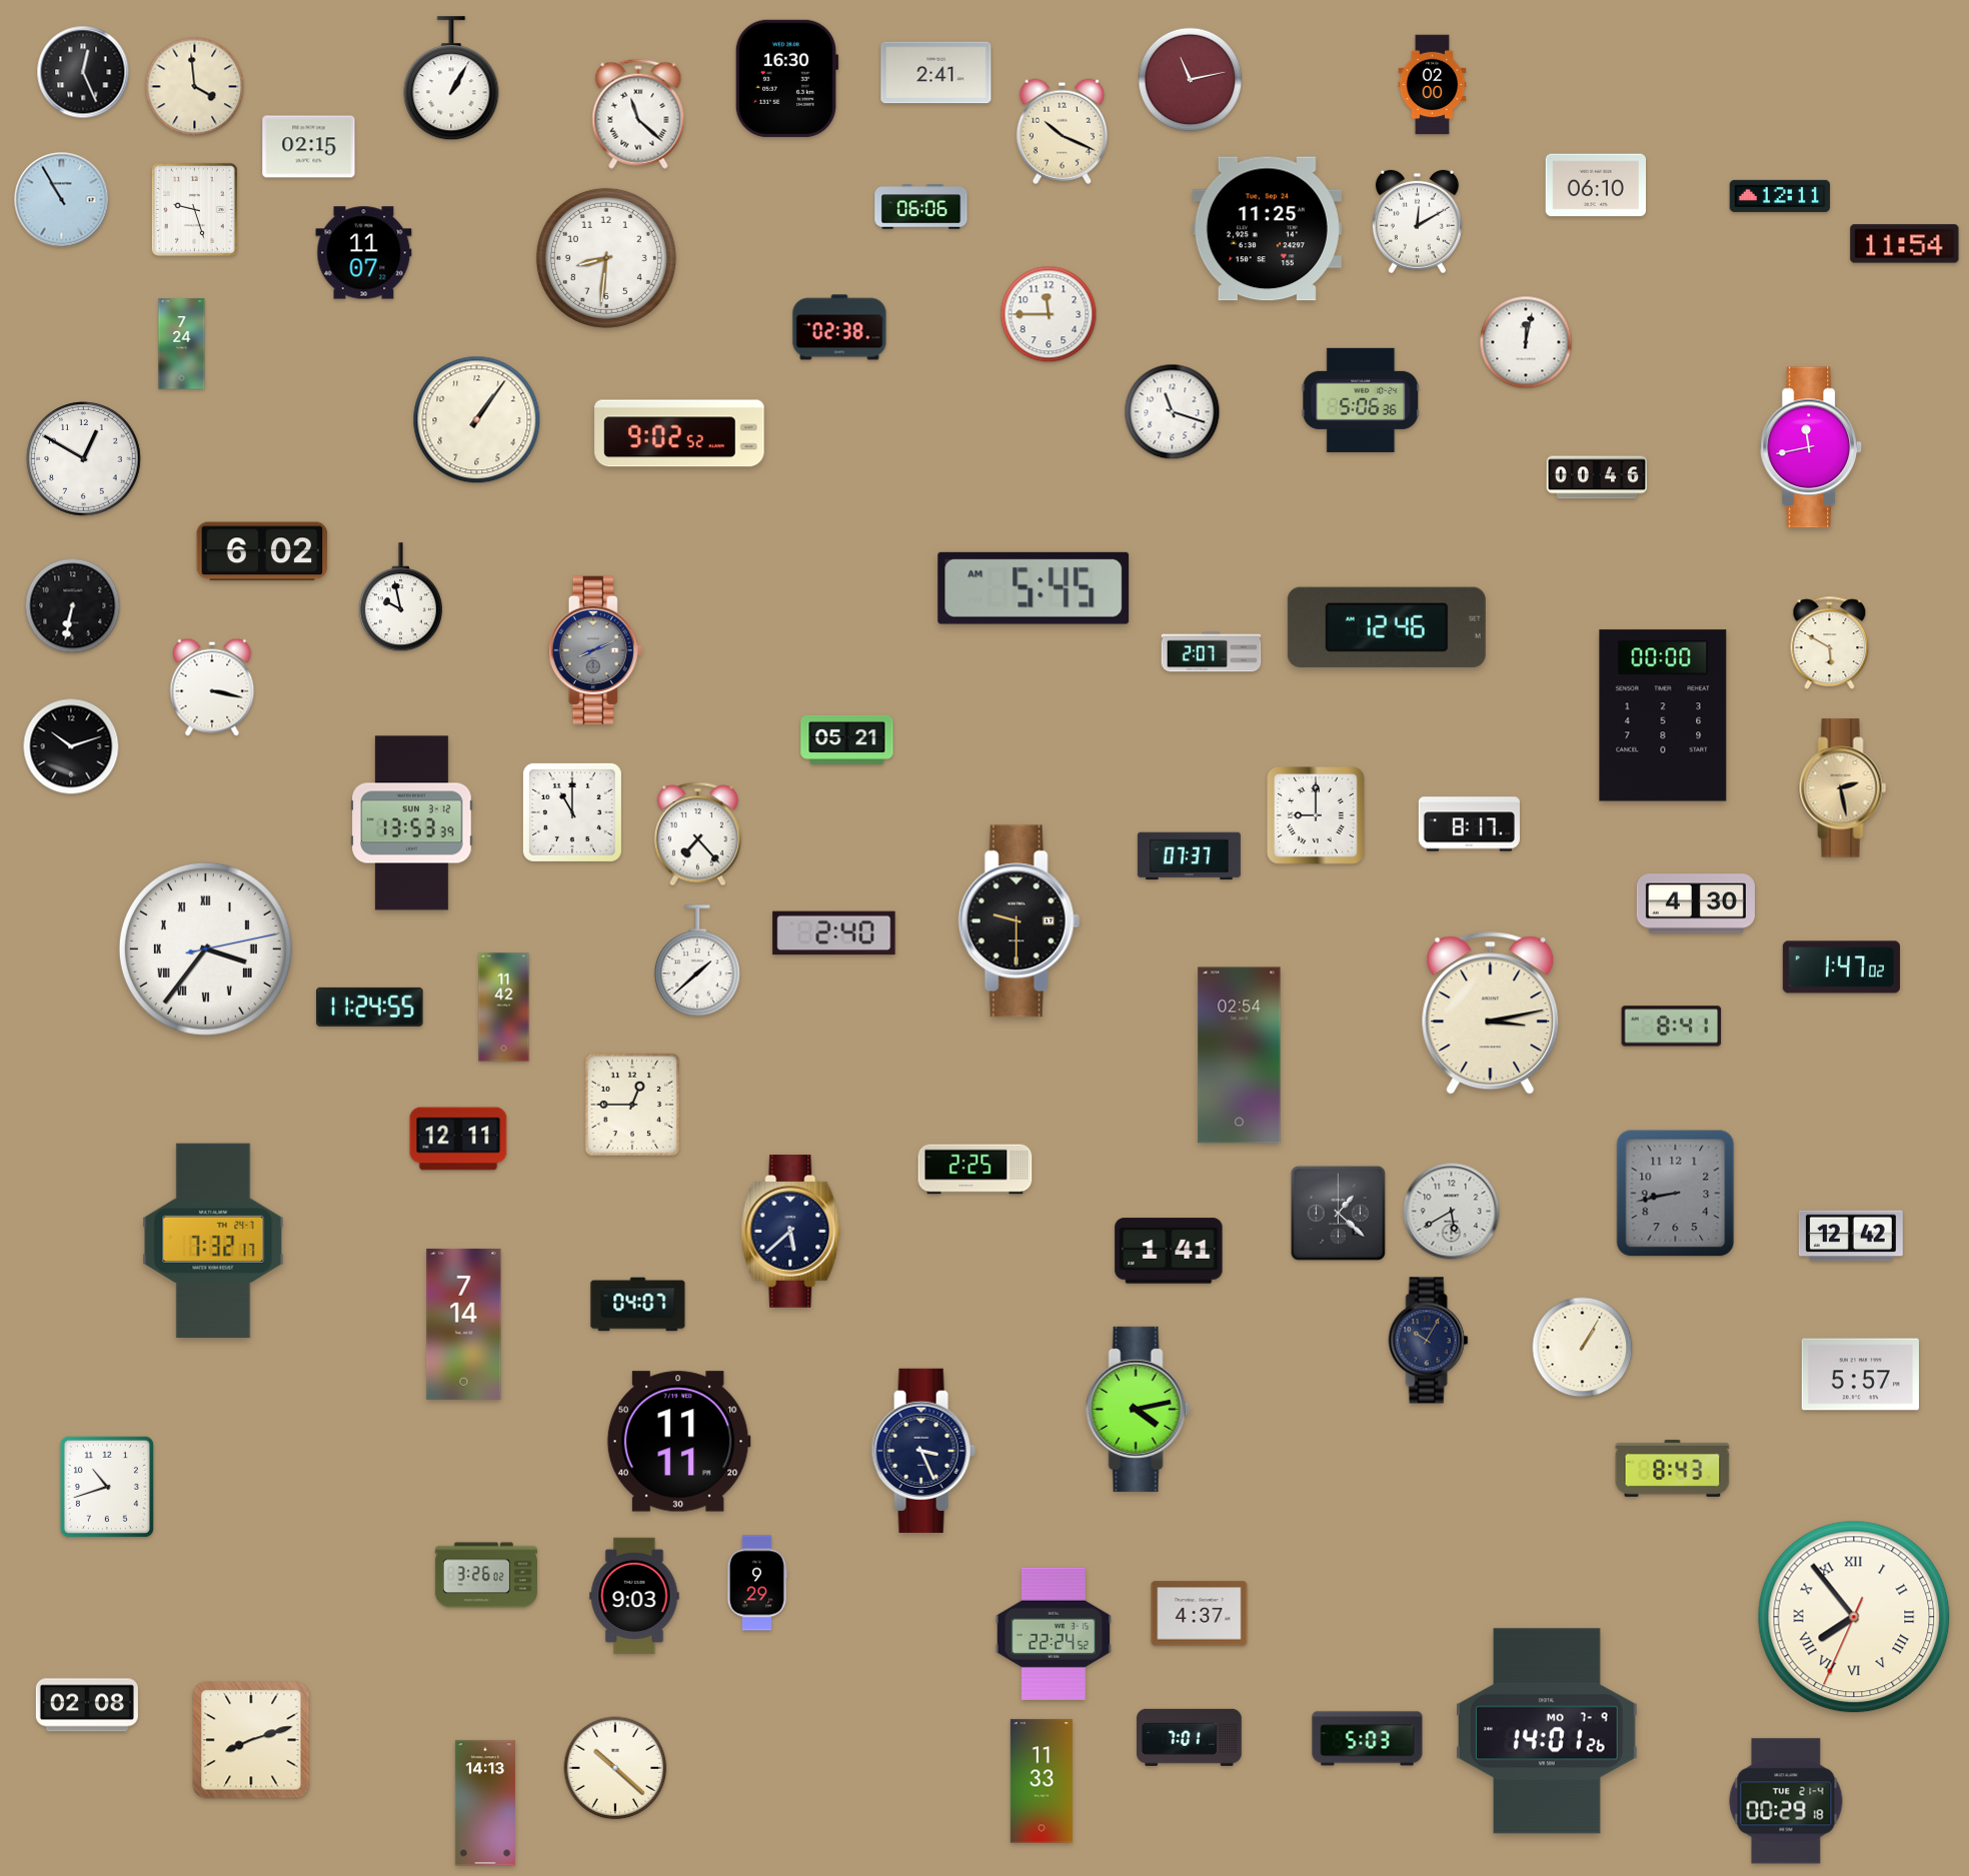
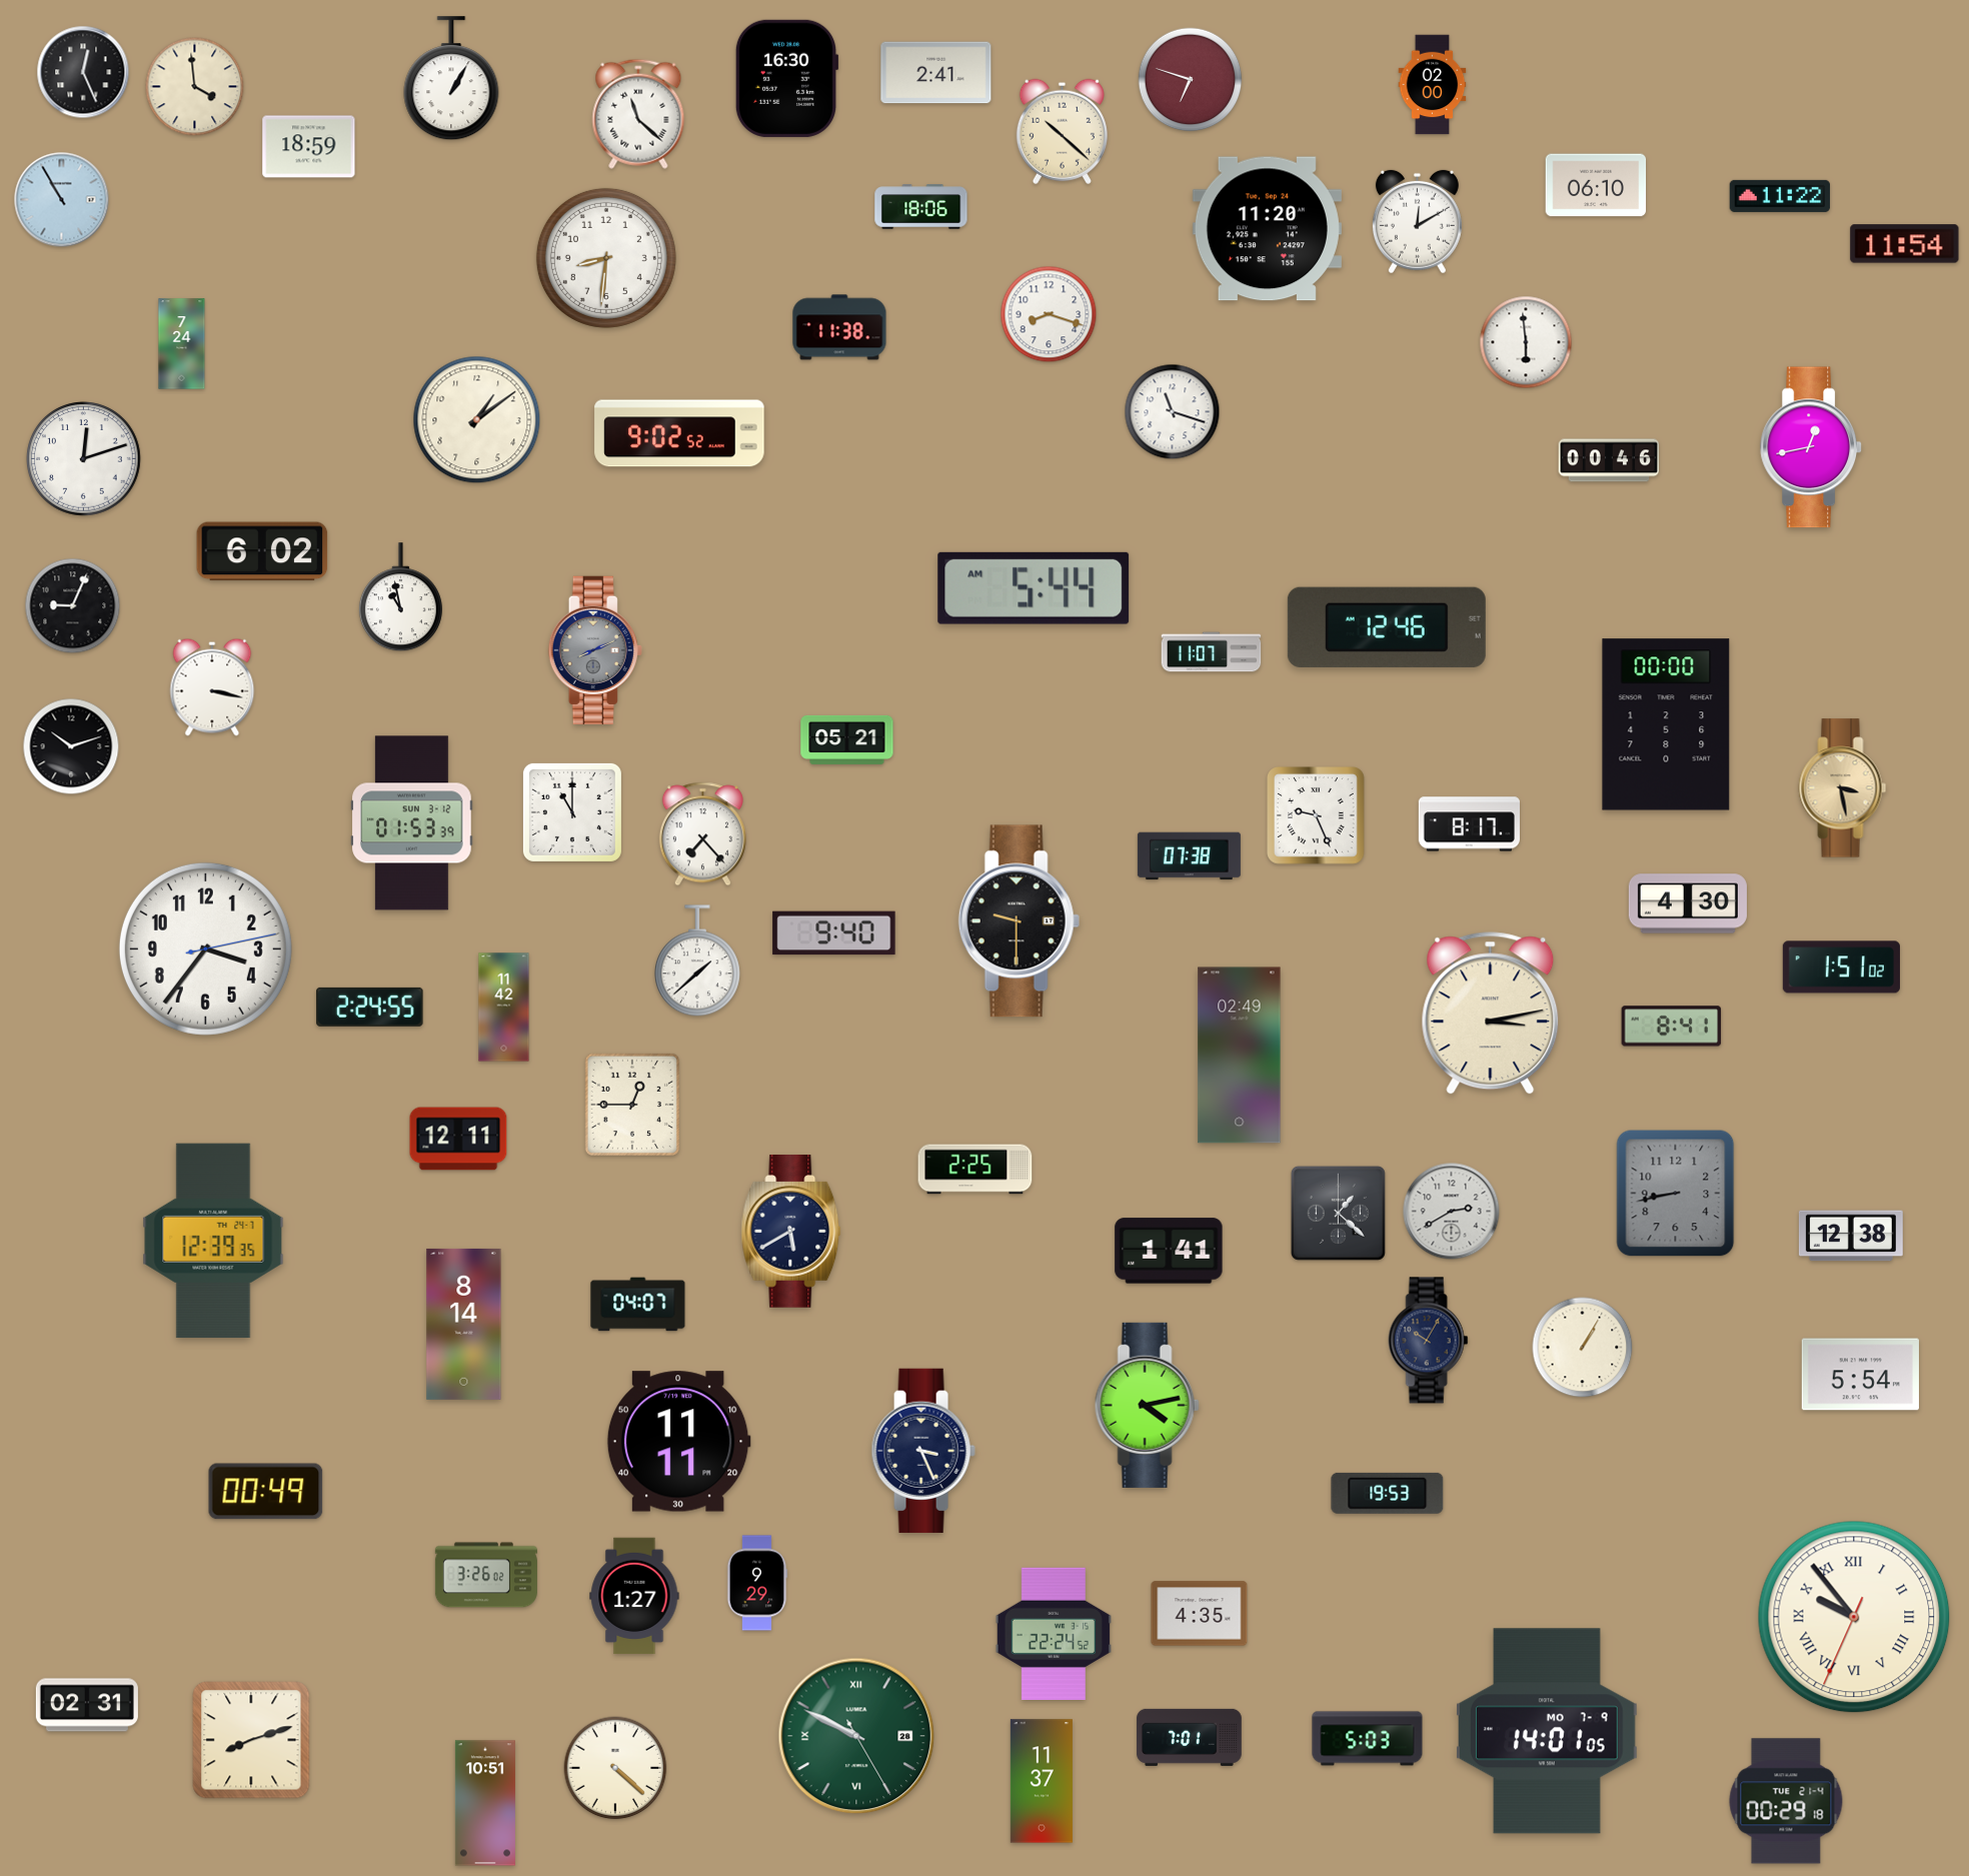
clock at (1191, 80): 11:13 -> 6:48
clock at (1062, 131): 10:19 -> 10:22
clock at (309, 147): 02:15 -> 18:59
clock at (1780, 196): 12:11 -> 11:22
clock at (921, 207): 06:06 -> 18:06
clock at (194, 209): 9:27 -> none
clock at (1267, 229): 11:25 -> 11:20
clock at (364, 253): 11:07 -> none
clock at (1049, 314): 11:45 -> 8:18
clock at (839, 327): 02:38 -> 11:38
clock at (1526, 342): 12:02 -> 5:59
clock at (1361, 400): 5:06 -> none
clock at (477, 420): 1:06 -> 1:09
clock at (1812, 447): 11:43 -> 12:43
clock at (84, 459): 12:50 -> 12:12
clock at (1597, 477) position: (1597, 477) -> (1609, 460)
clock at (1034, 588): 5:45 -> 5:44
clock at (400, 597): 9:58 -> 10:58
clock at (73, 606): 6:32 -> 9:04
clock at (1830, 642): 5:50 -> none
clock at (1212, 652): 2:07 -> 11:07
clock at (1663, 715) position: (1663, 715) -> (1666, 724)
clock at (1843, 788): 2:28 -> 3:28
clock at (1317, 816): 9:00 -> 9:26
clock at (412, 823): 13:53 -> 01:53
clock at (697, 834) position: (697, 834) -> (702, 834)
clock at (1189, 856): 07:37 -> 07:38
clock at (1696, 903) position: (1696, 903) -> (1688, 903)
clock at (834, 933): 2:40 -> 9:40
clock at (205, 949) numerals: Roman -> Arabic
clock at (1841, 968): 1:47 -> 1:51
clock at (370, 1007): 11:24 -> 2:24
clock at (1240, 1056): 02:54 -> 02:49
clock at (1452, 1212): 5:40 -> 2:40
clock at (791, 1232): 5:38 -> 5:40
clock at (1851, 1236): 12:42 -> 12:38
clock at (213, 1241): 7:32 -> 12:39
clock at (464, 1324): 7:14 -> 8:14
clock at (1860, 1375): 5:57 -> 5:54
clock at (1138, 1409) position: (1138, 1409) -> (1147, 1405)
clock at (1673, 1468): 8:43 -> none
clock at (107, 1487): 10:42 -> none
clock at (266, 1492): none -> 00:49
clock at (1388, 1493): none -> 19:53
clock at (634, 1596): 9:03 -> 1:27
clock at (1200, 1614): 4:37 -> 4:35
clock at (1854, 1617): 7:53 -> 9:53
clock at (87, 1705): 02:08 -> 02:31
clock at (1548, 1731): 14:01:26 -> 14:01:05
clock at (856, 1736): none -> 9:49
clock at (615, 1768): 10:22 -> 4:22
clock at (1042, 1781): 11:33 -> 11:37
clock at (485, 1803): 14:13 -> 10:51
